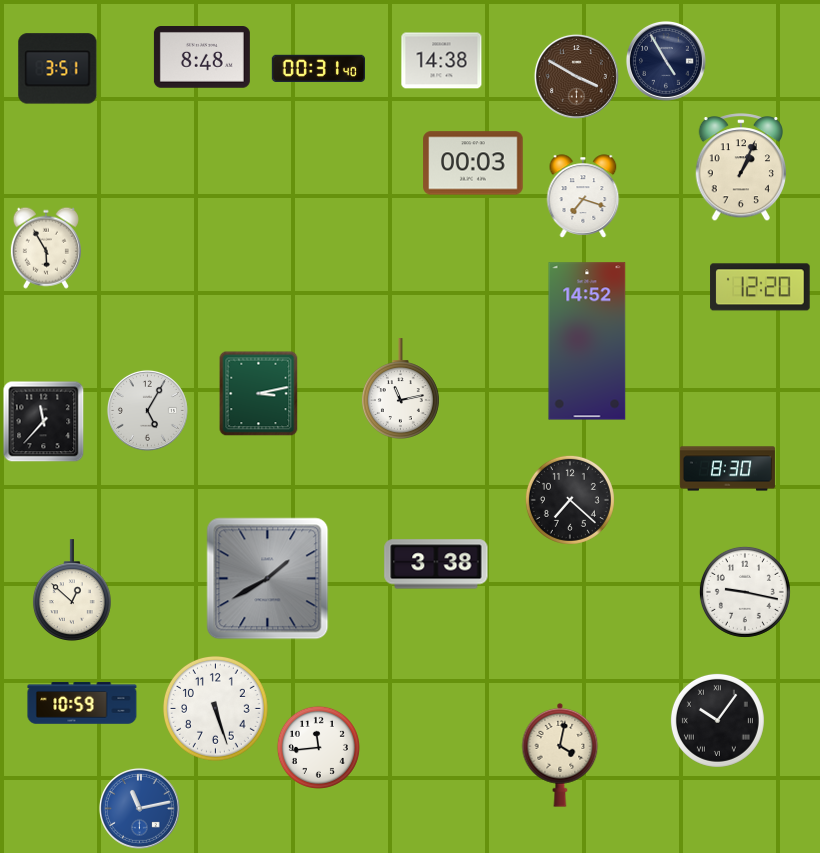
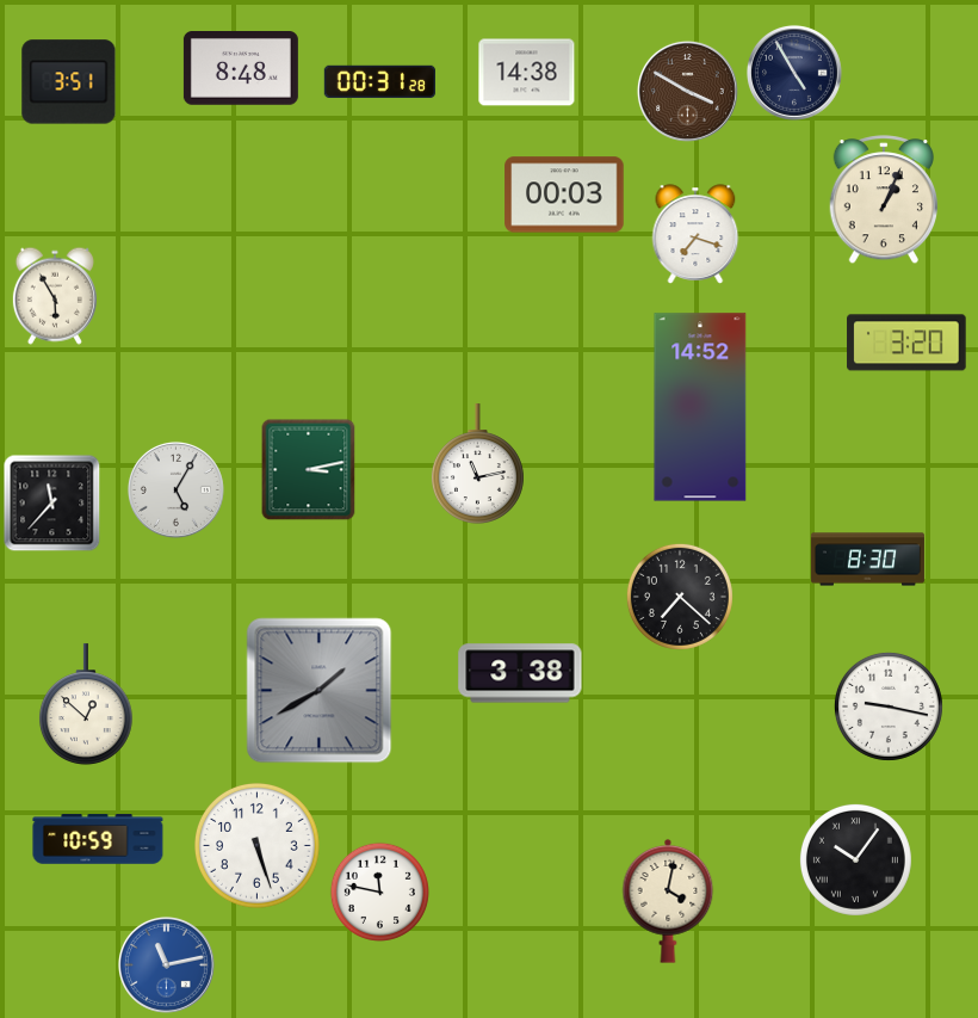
clock at (318, 68): 00:31:40 -> 00:31:28
clock at (760, 287): 12:20 -> 3:20
clock at (318, 747): 11:44 -> 11:47
